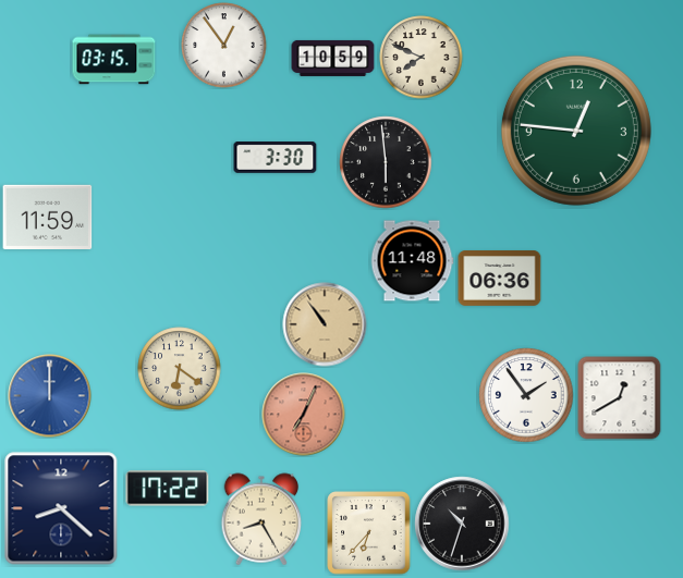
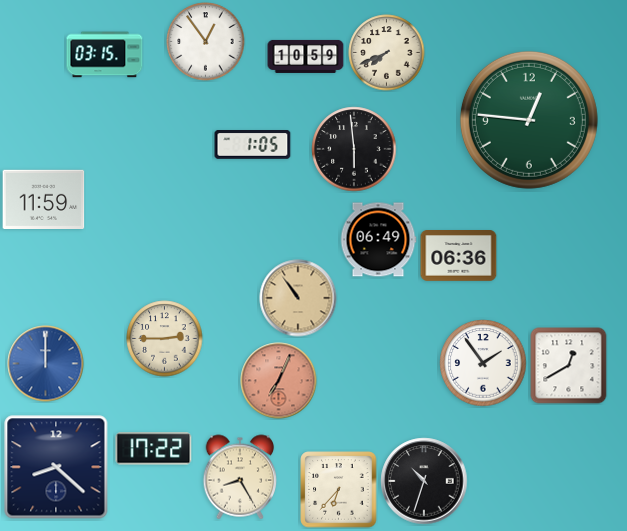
clock at (333, 58) position: (333, 58) -> (306, 56)
clock at (422, 58): 7:49 -> 7:41
clock at (276, 158): 3:30 -> 1:05
clock at (412, 261): 11:48 -> 06:49
clock at (180, 369): 6:21 -> 2:45
